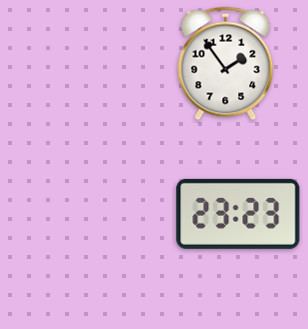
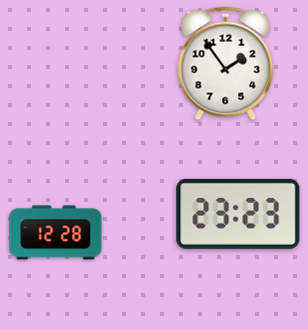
clock at (56, 233): none -> 12:28
